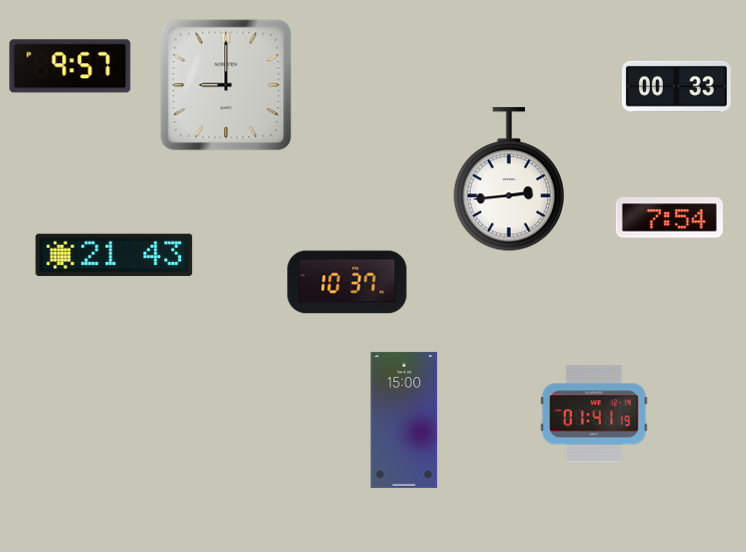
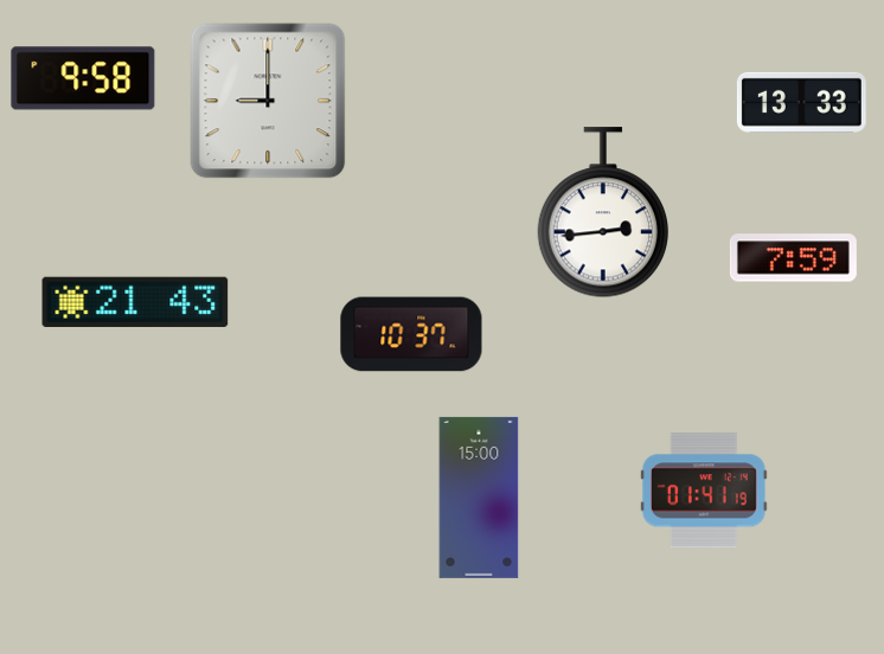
clock at (70, 66): 9:57 -> 9:58
clock at (676, 86): 00:33 -> 13:33
clock at (669, 218): 7:54 -> 7:59
